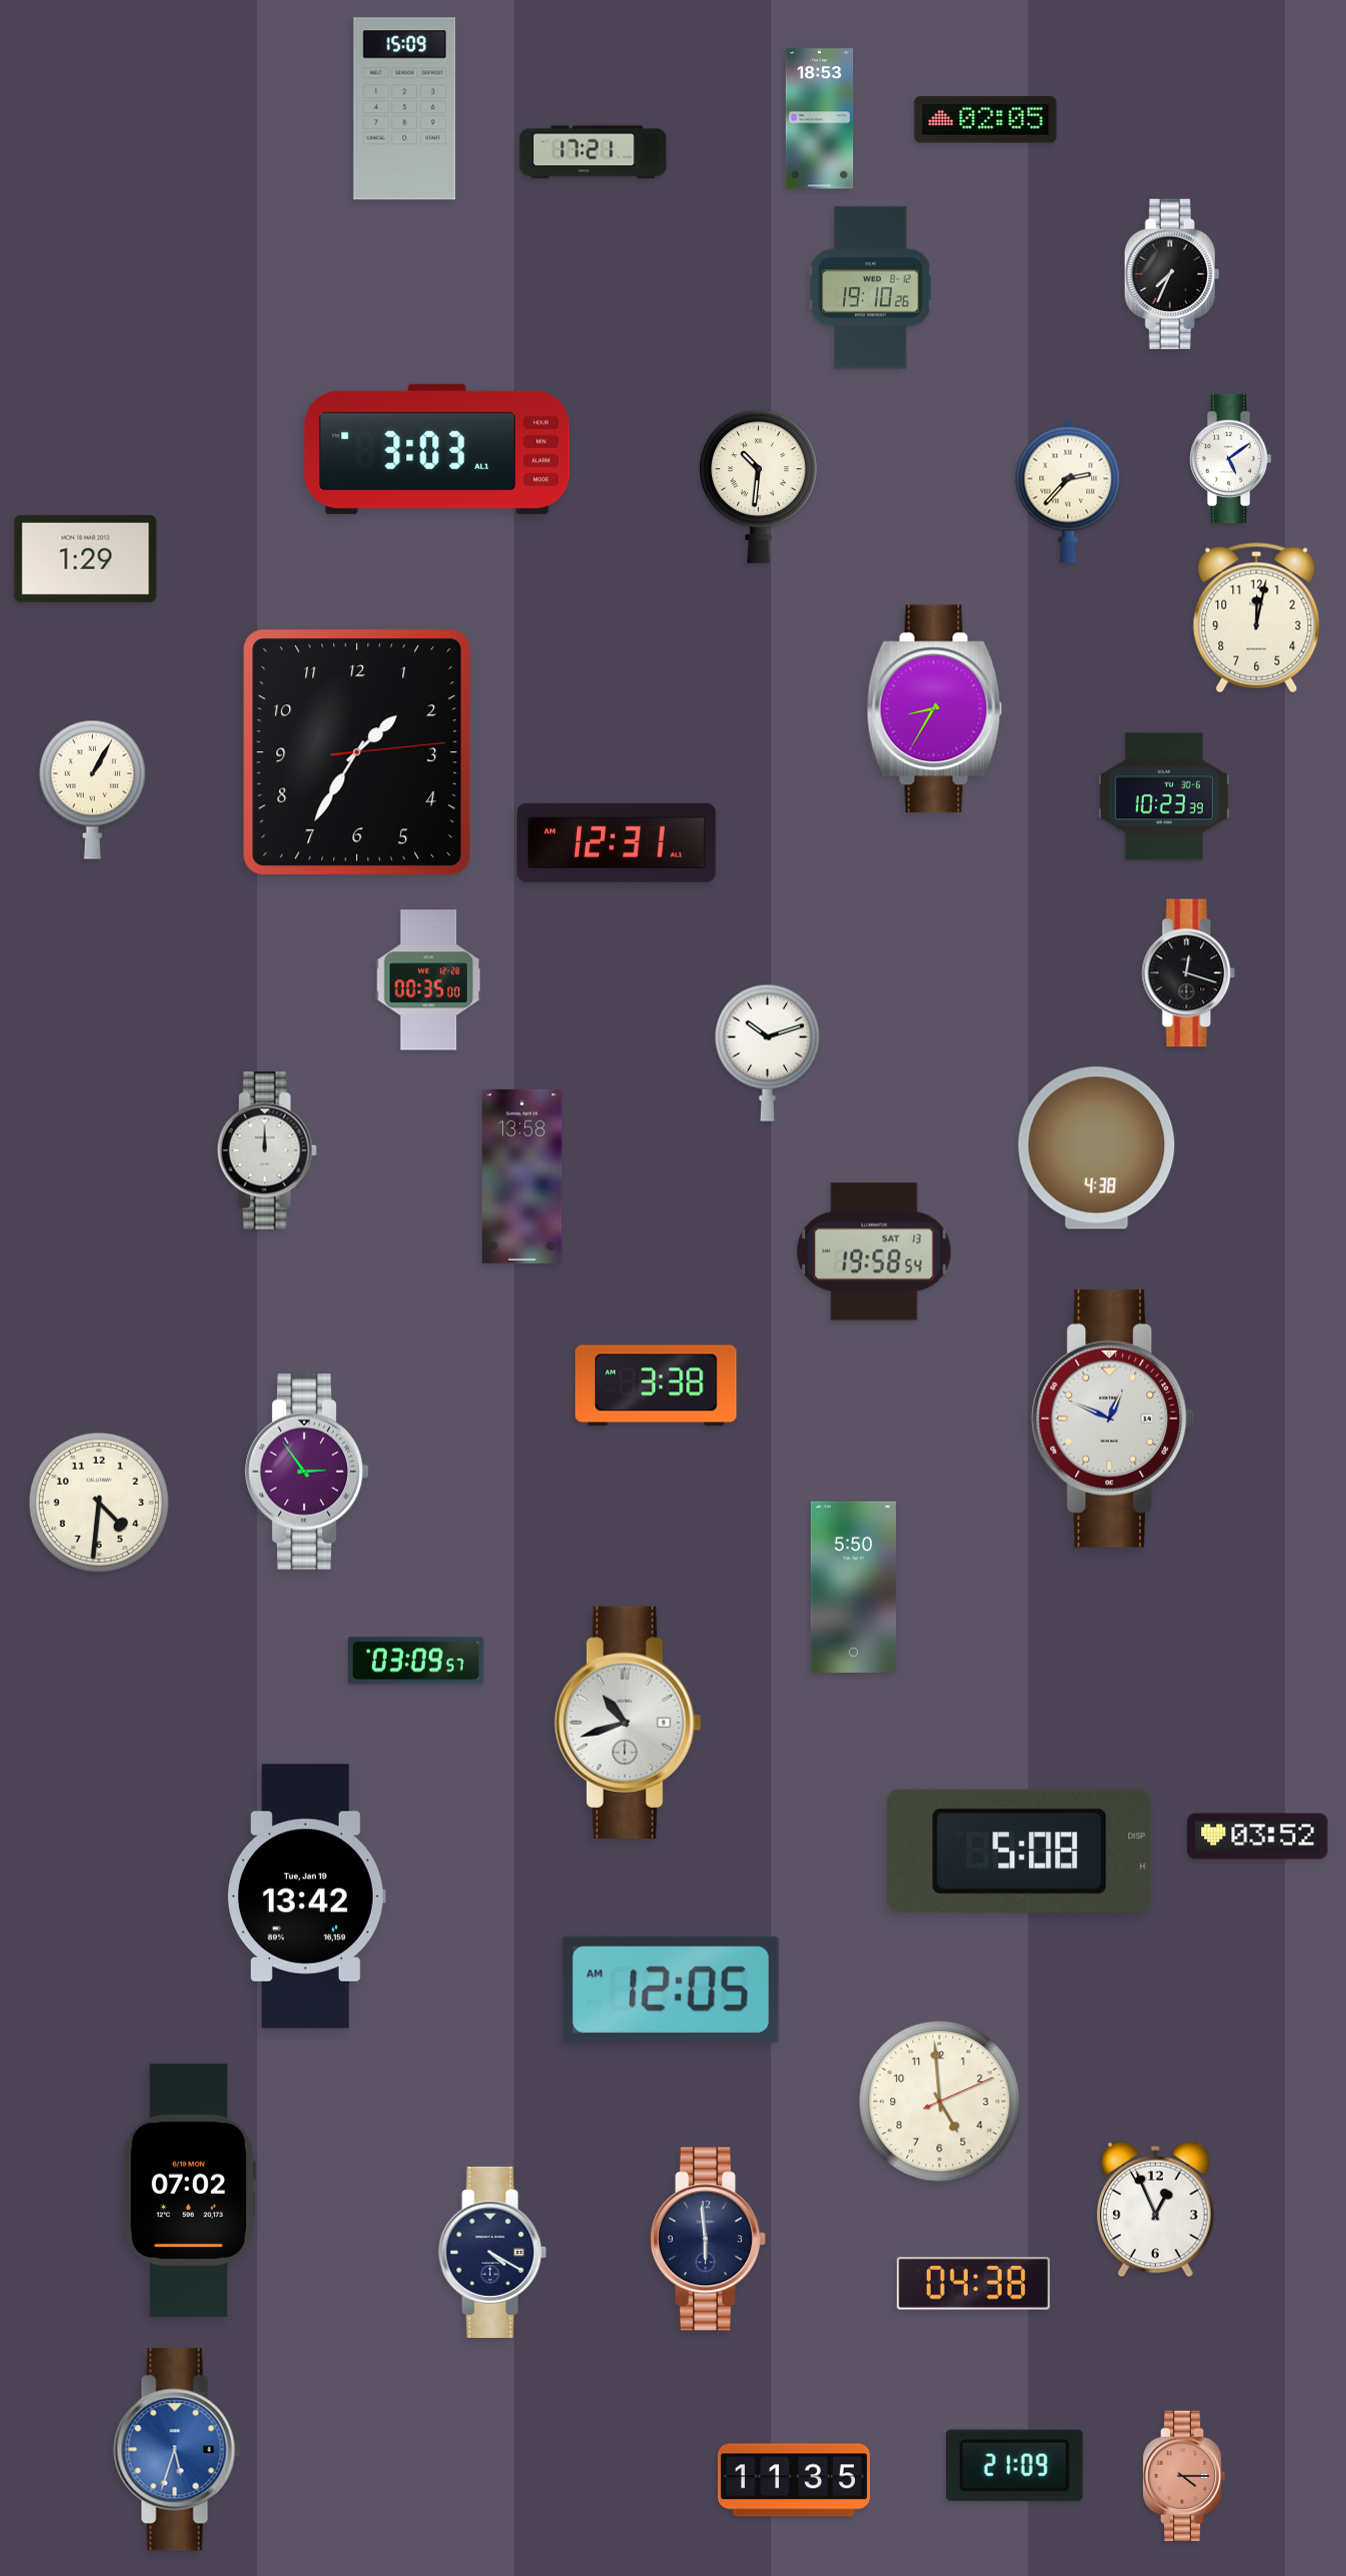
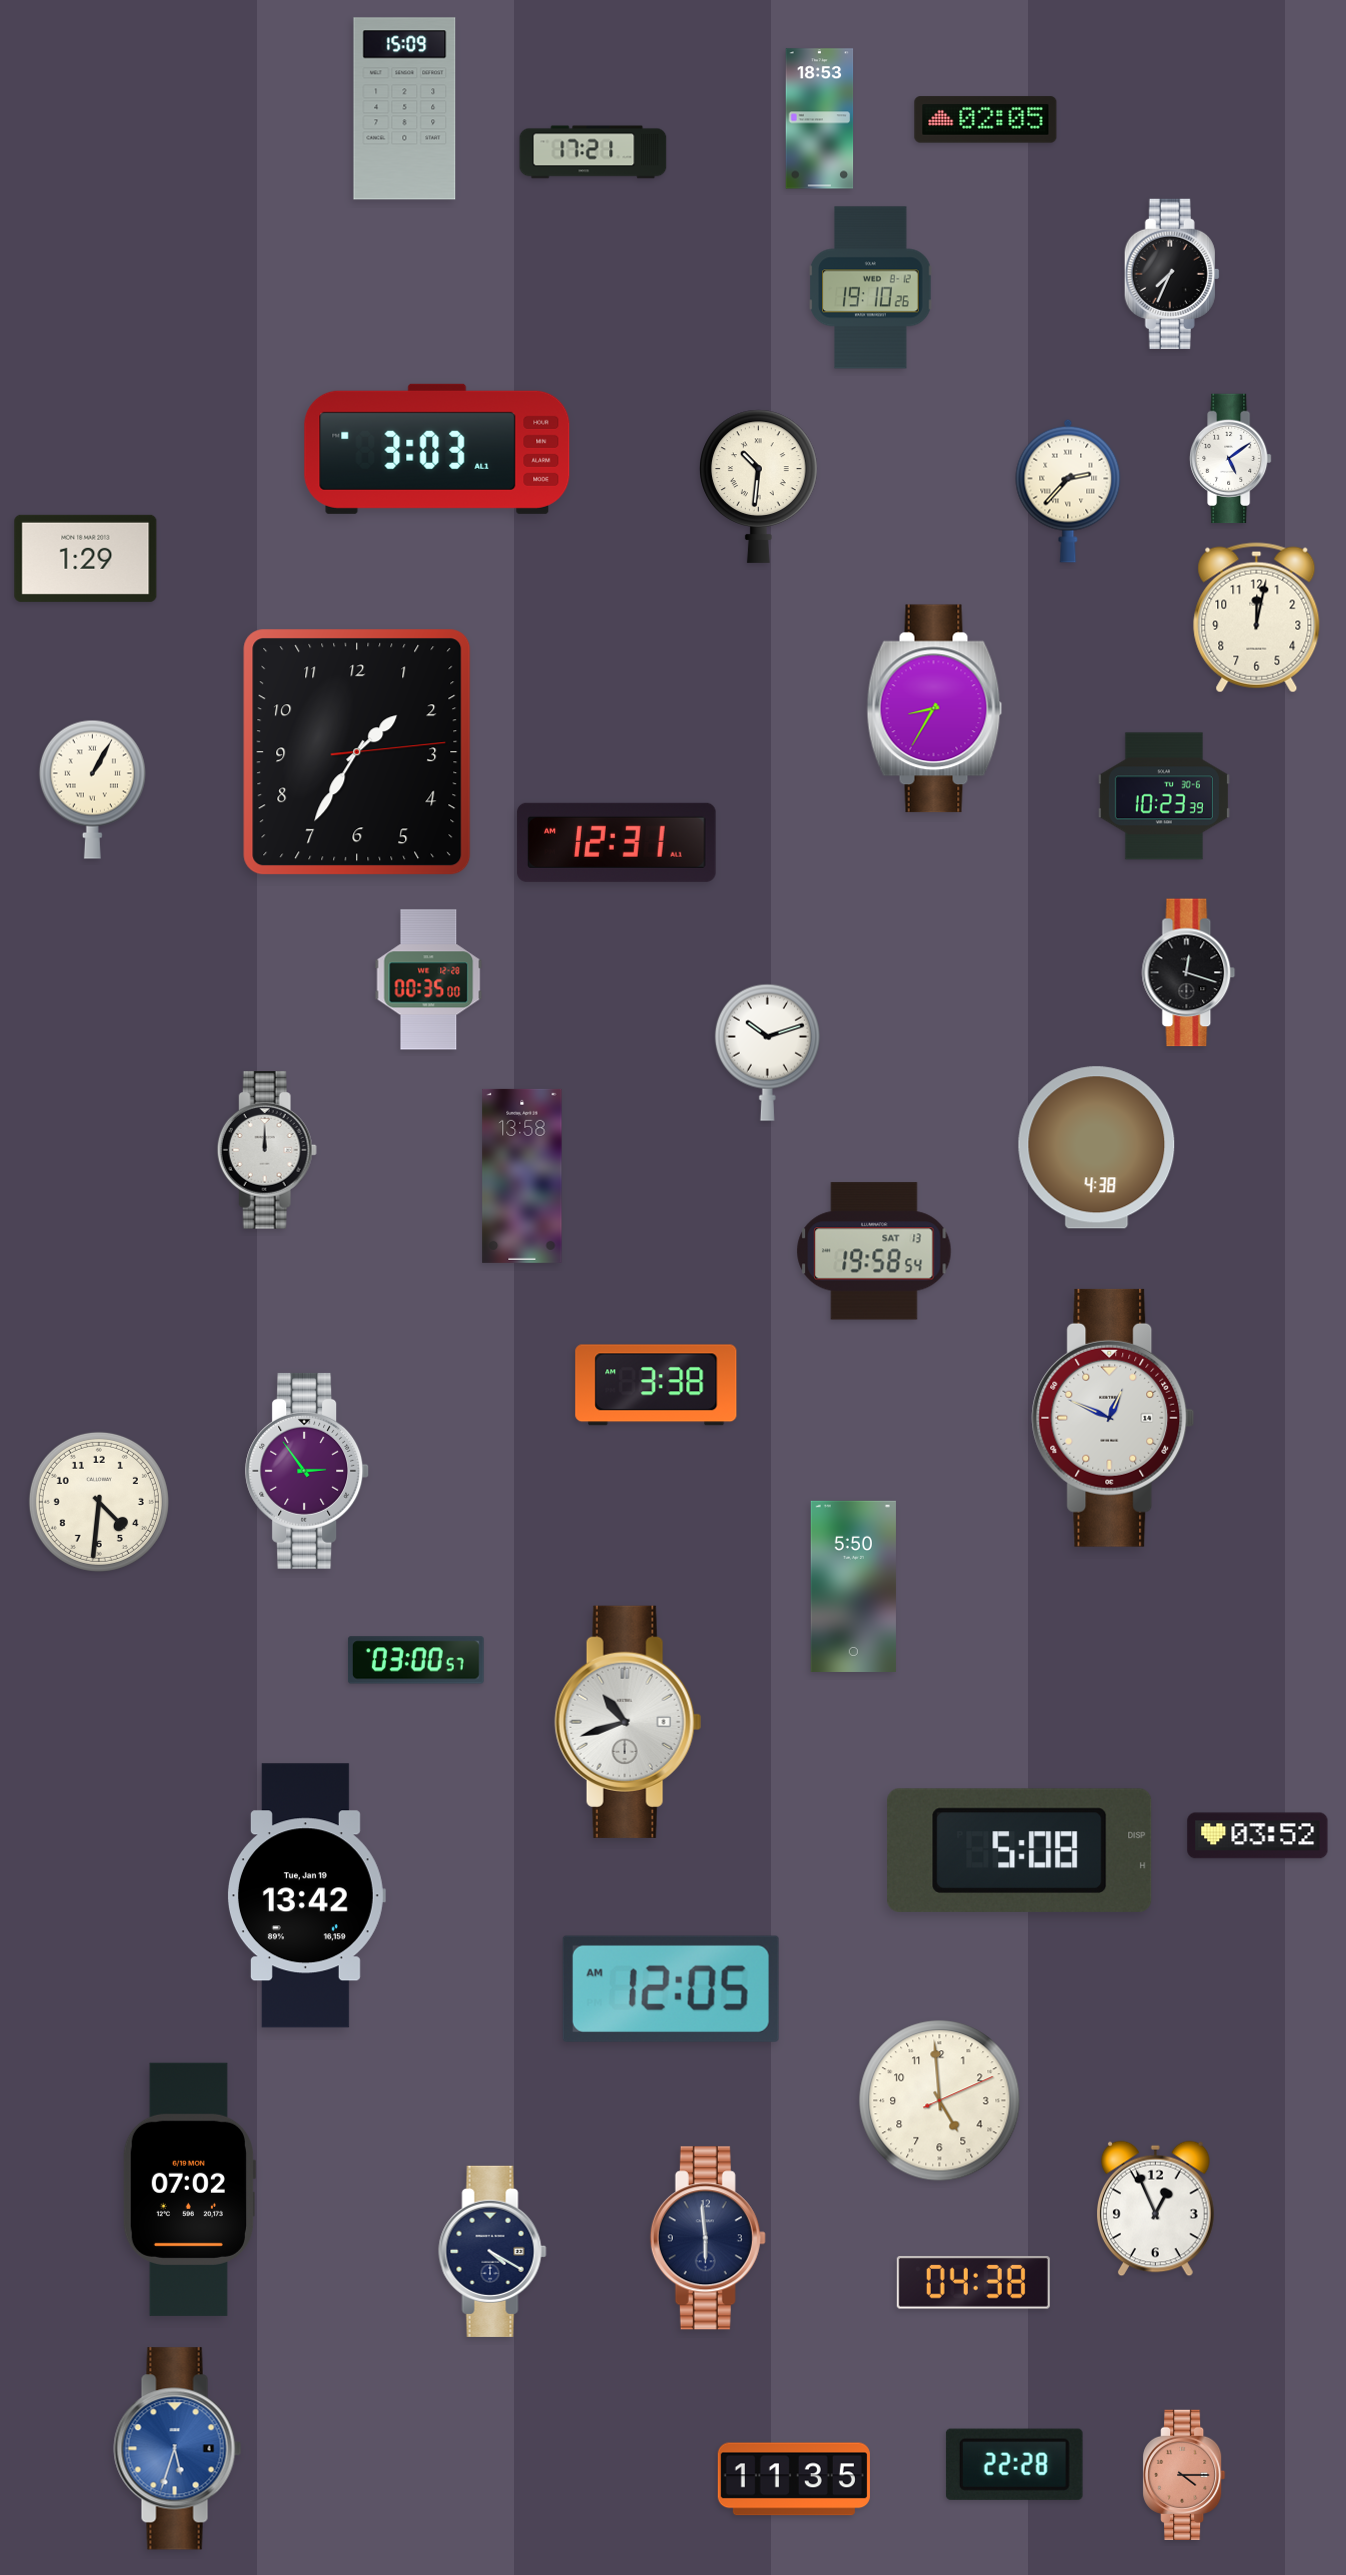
clock at (416, 1661): 03:09 -> 03:00
clock at (1014, 2465): 21:09 -> 22:28
